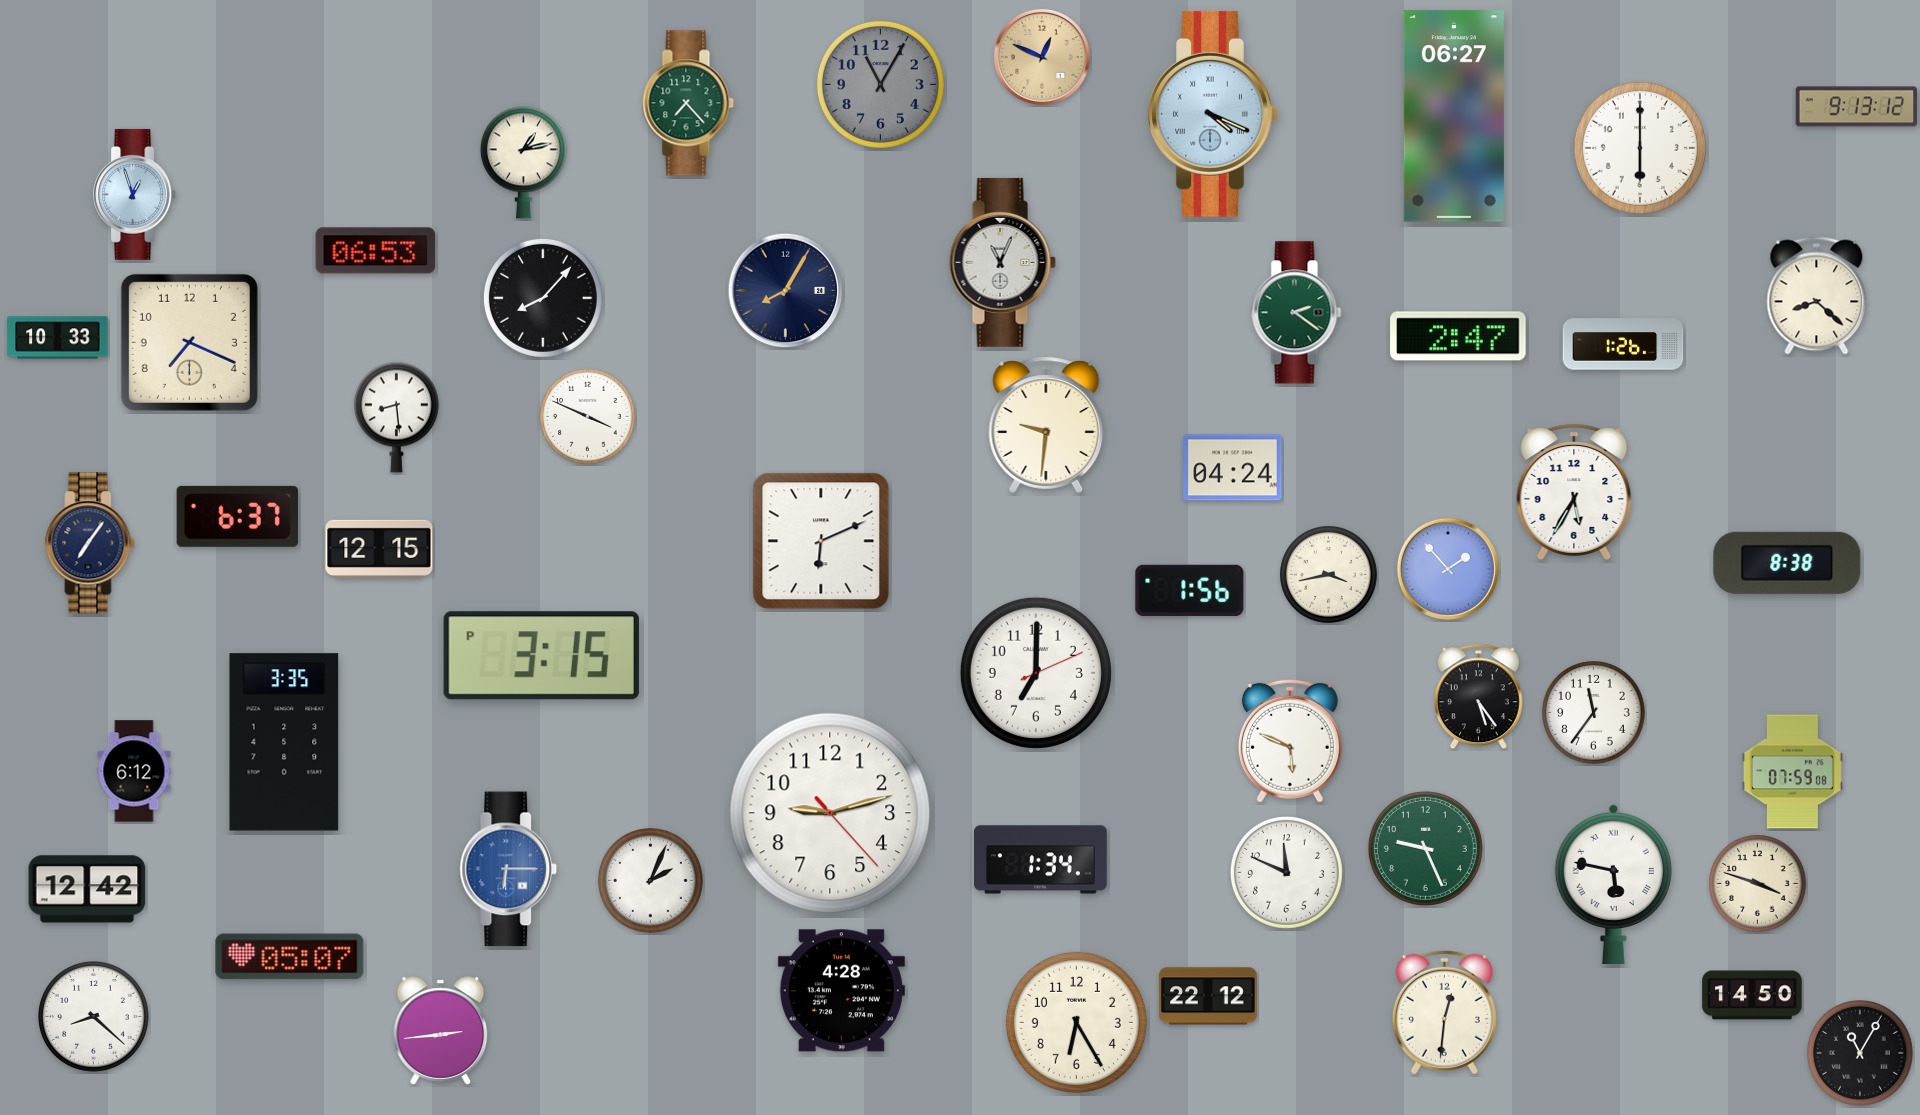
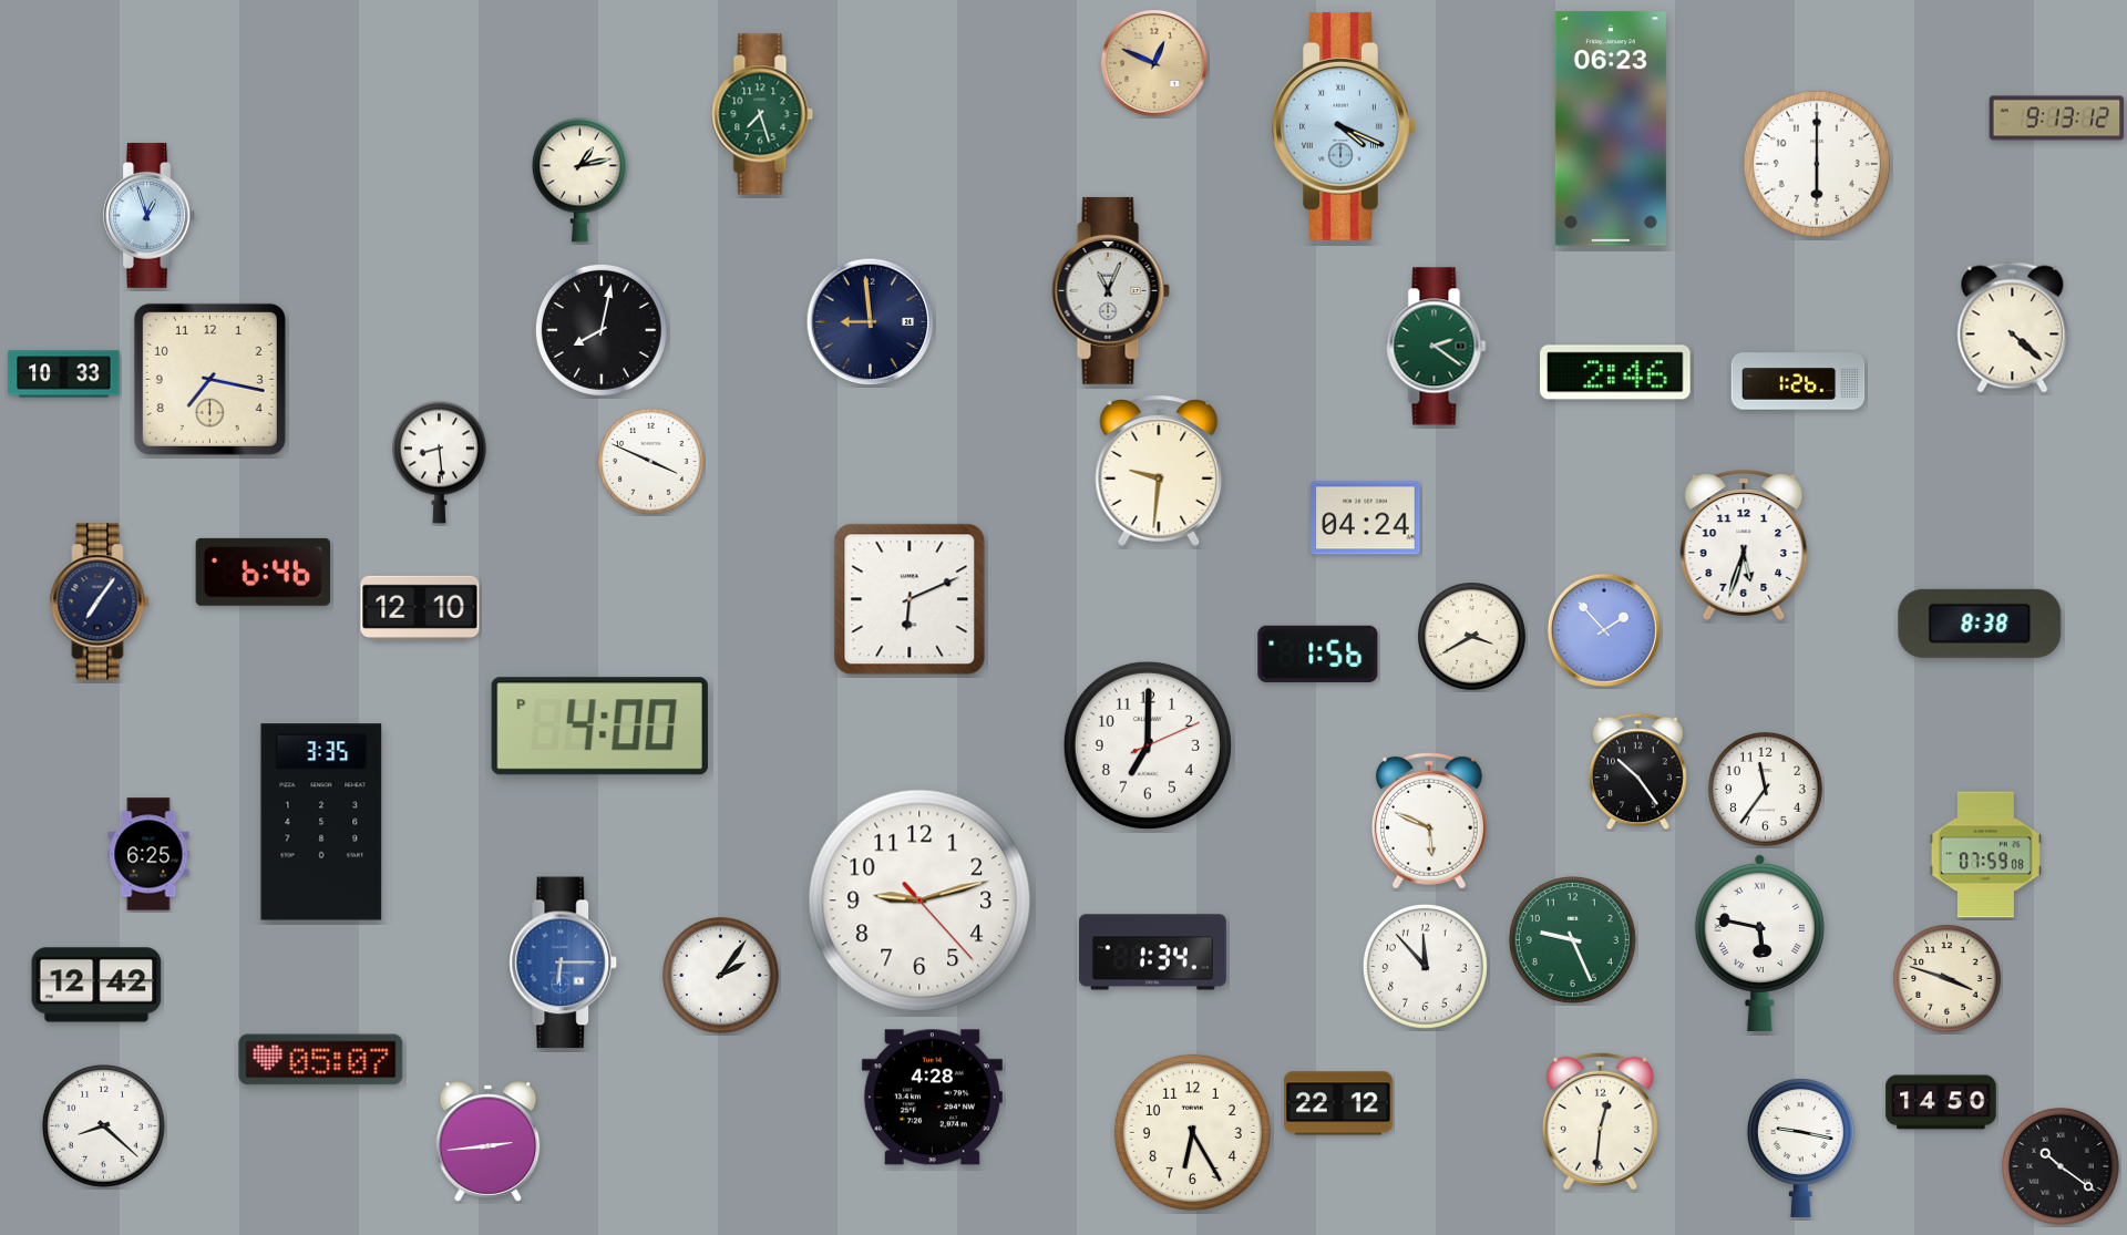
clock at (880, 84): 11:05 -> none
clock at (688, 103): 7:23 -> 7:27
clock at (1454, 116): 06:27 -> 06:23
clock at (376, 251): 06:53 -> none
clock at (786, 291): 8:05 -> 8:59
clock at (1817, 296): 8:22 -> 4:22
clock at (543, 298): 8:07 -> 8:02
clock at (1458, 336): 2:47 -> 2:46
clock at (189, 342): 7:19 -> 7:17
clock at (1574, 492): 5:35 -> 5:33
clock at (237, 516): 6:37 -> 6:46
clock at (379, 549): 12:15 -> 12:10
clock at (1329, 575): 3:43 -> 3:40
clock at (541, 656): 3:15 -> 4:00
clock at (1478, 697): 5:24 -> 10:24
clock at (284, 742) position: (284, 742) -> (321, 822)
clock at (134, 771): 6:12 -> 6:25
clock at (1425, 848) position: (1425, 848) -> (1572, 939)
clock at (1286, 872): 11:49 -> 11:53
clock at (651, 881): 2:04 -> 2:06
clock at (1613, 883) position: (1613, 883) -> (1759, 941)
clock at (1800, 1149): none -> 9:17
clock at (1861, 1054): 11:05 -> 10:21
